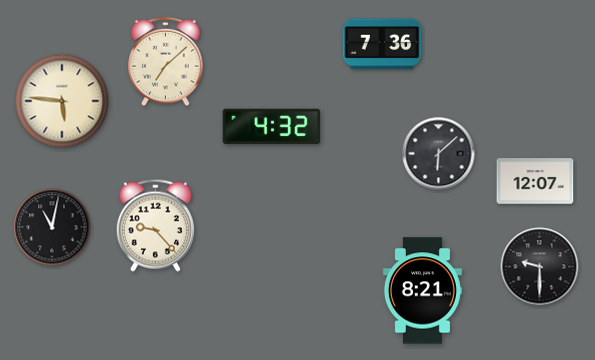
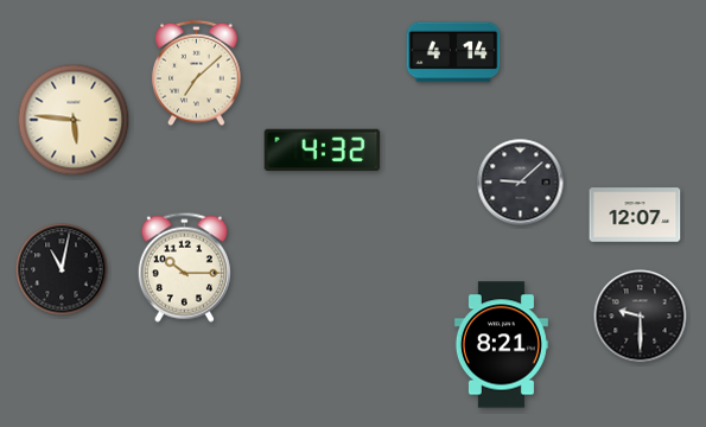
clock at (382, 44): 7:36 -> 4:14
clock at (439, 154): 6:08 -> 9:08
clock at (155, 225): 9:23 -> 10:15
